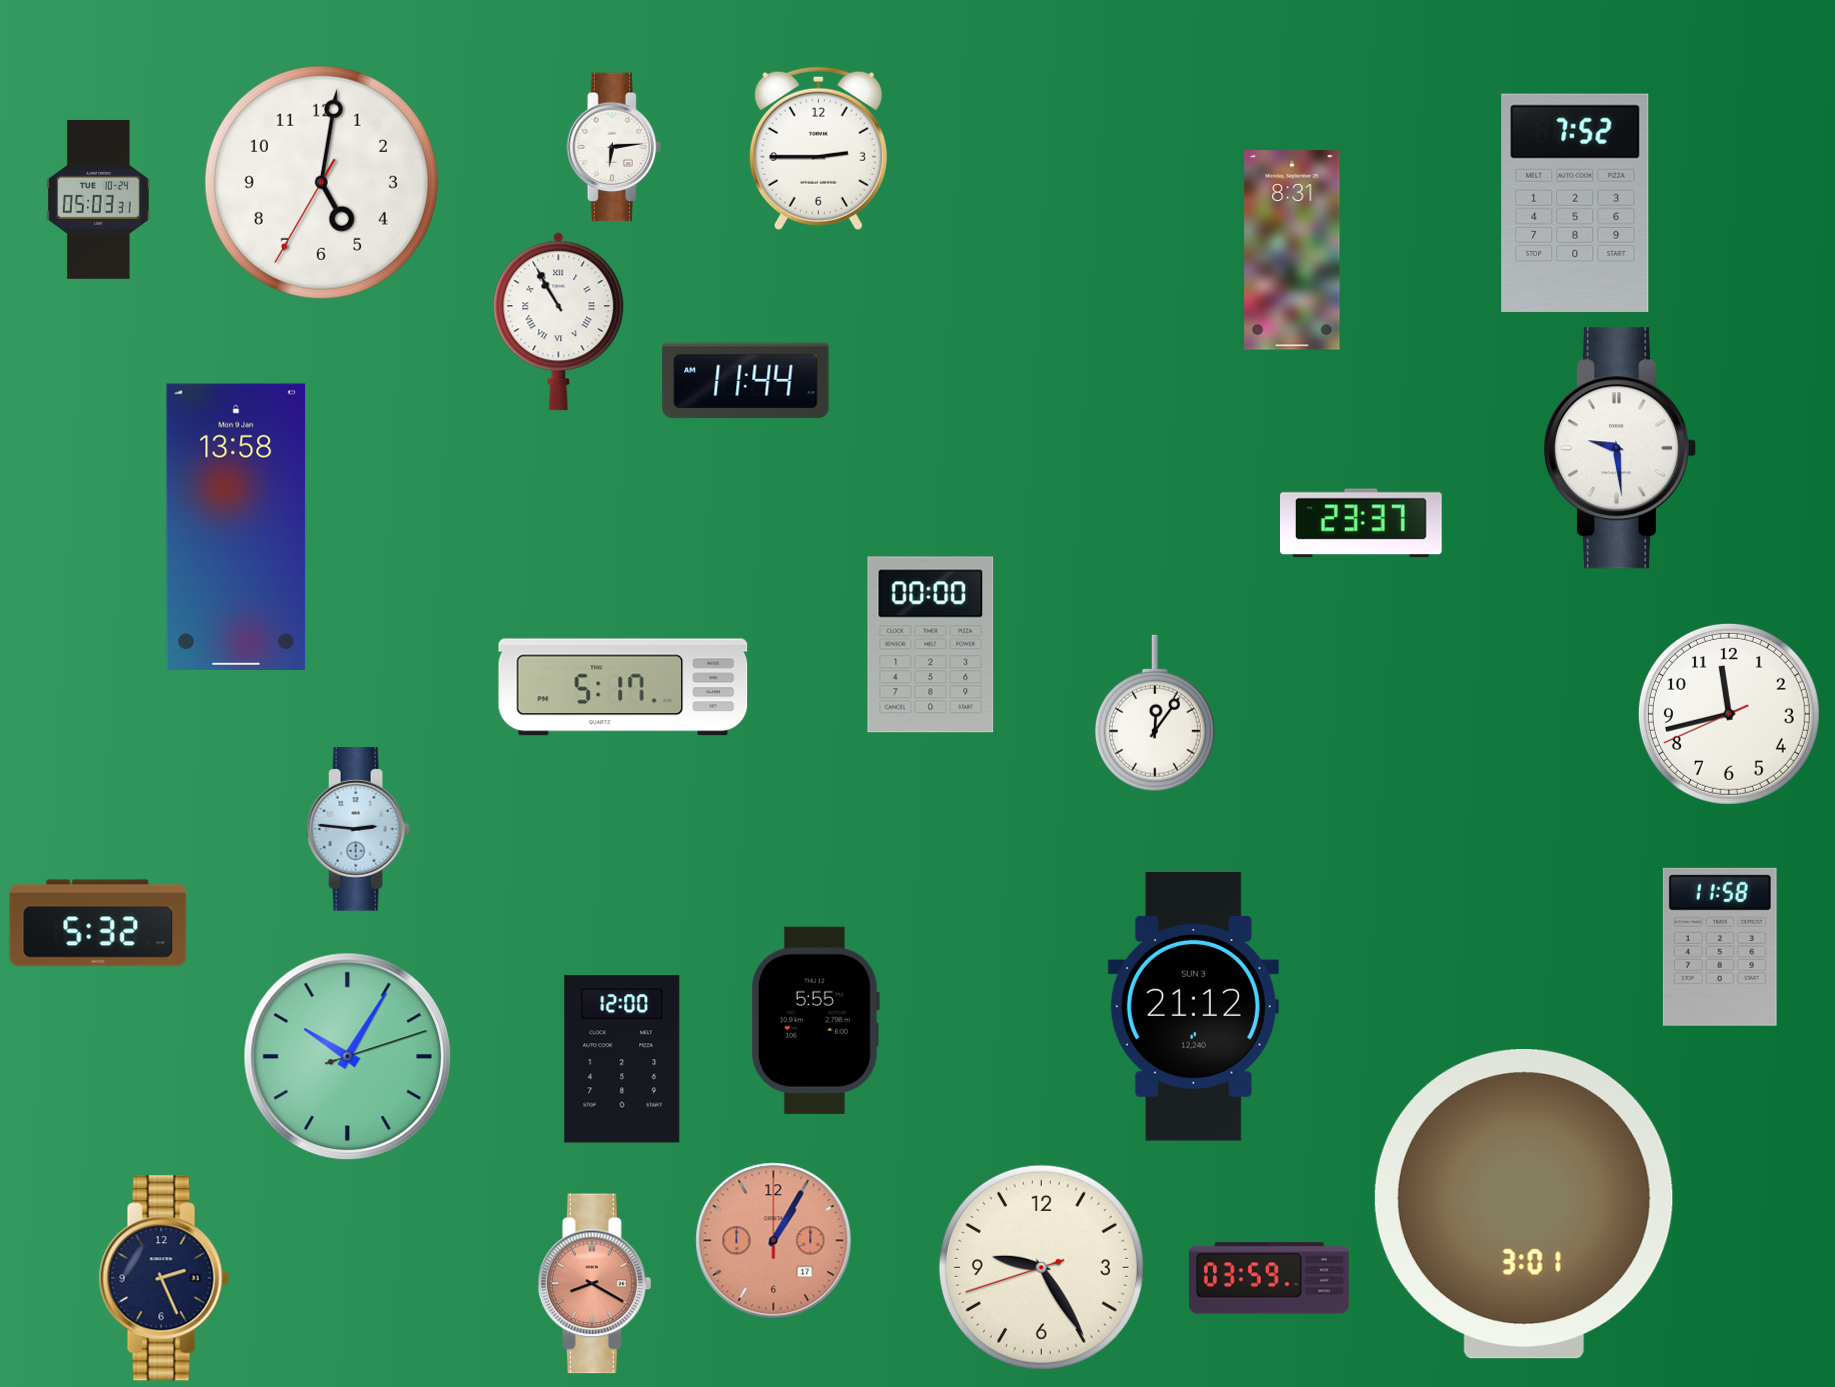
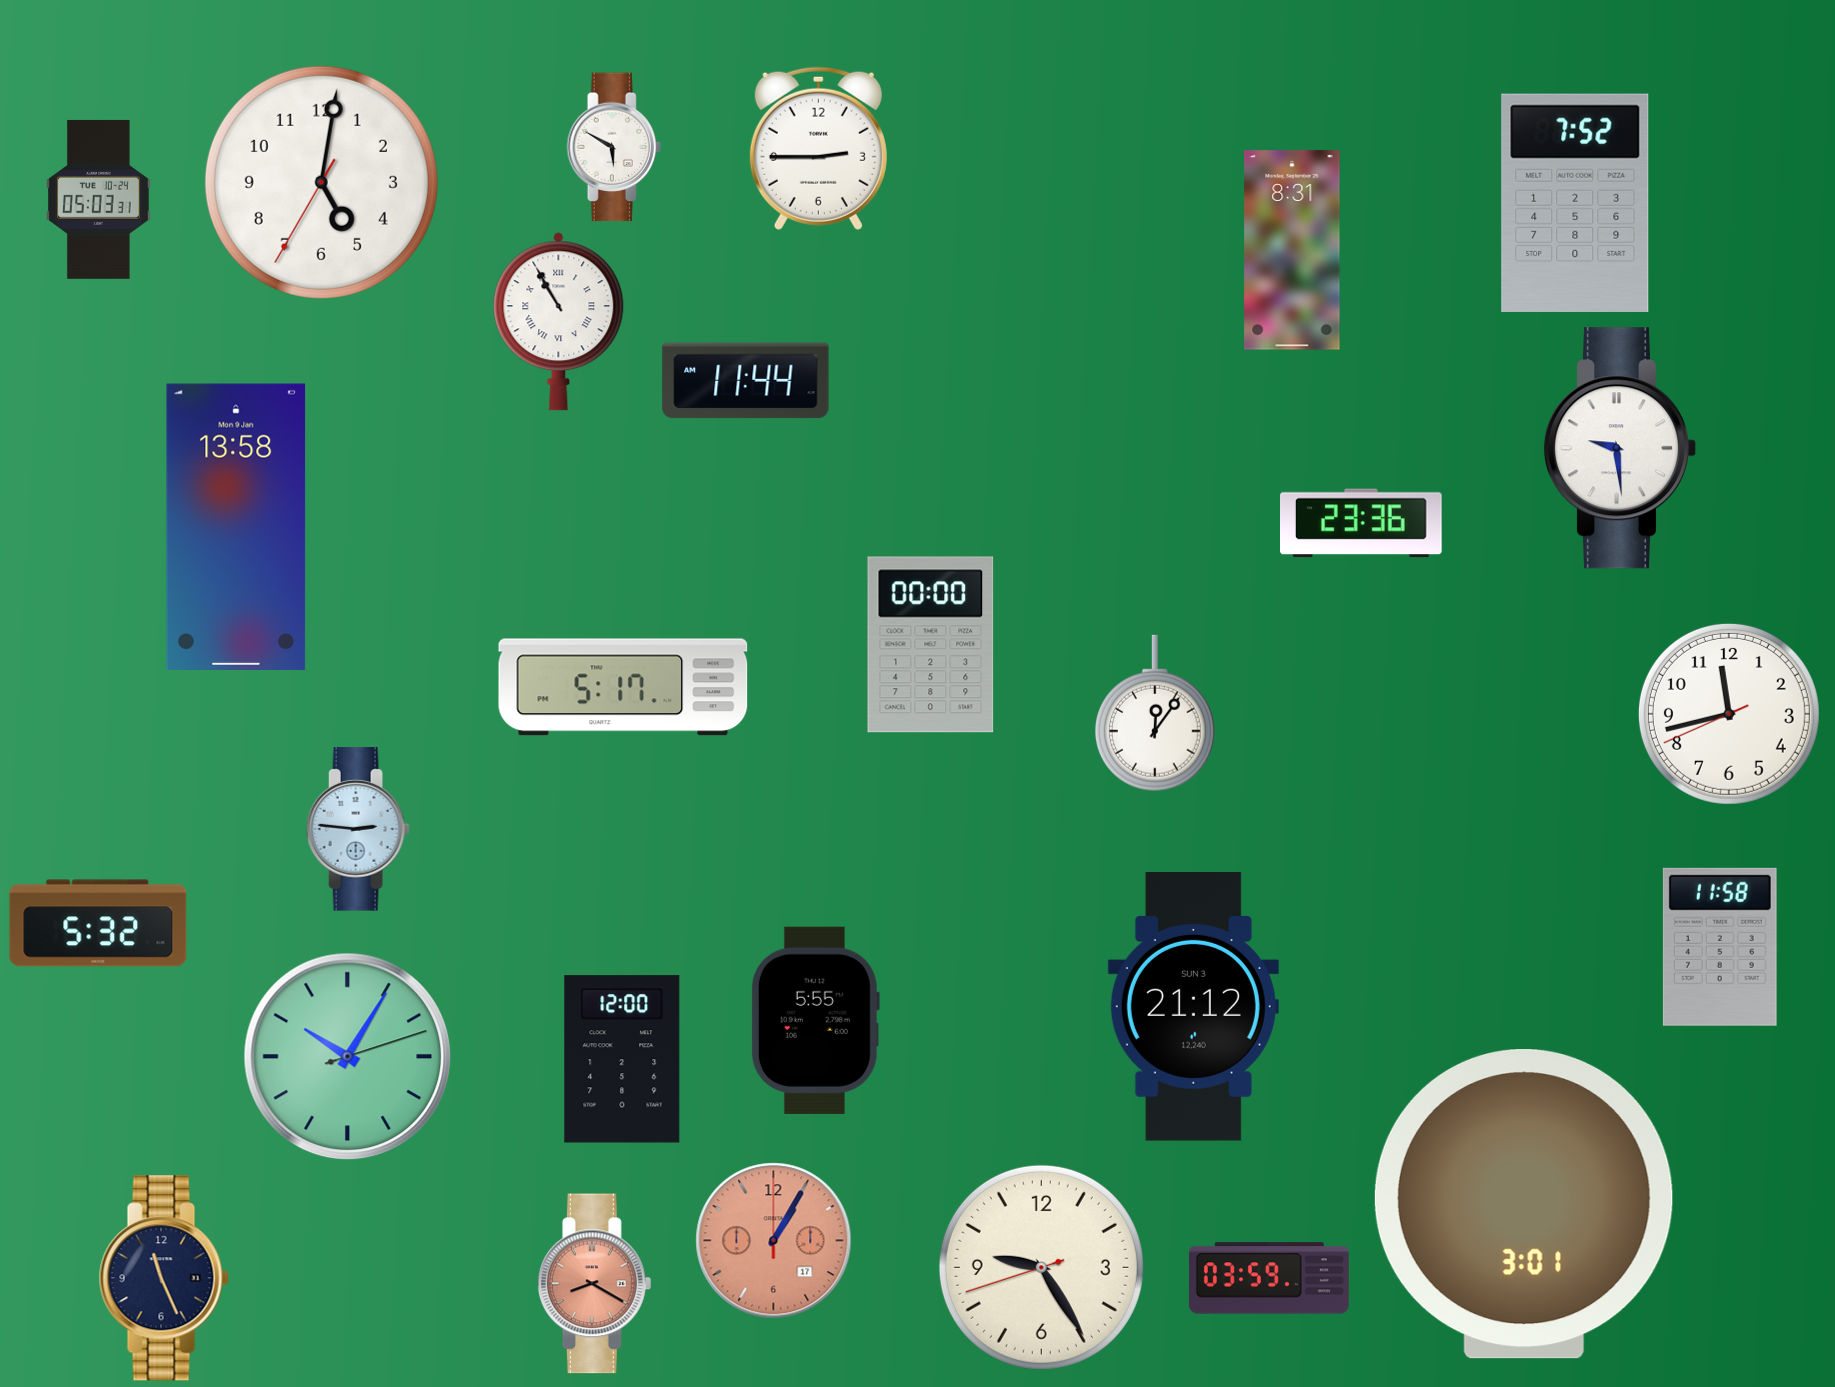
clock at (614, 147): 6:14 -> 5:50
clock at (1362, 523): 23:37 -> 23:36
clock at (164, 1278): 2:26 -> 11:26
